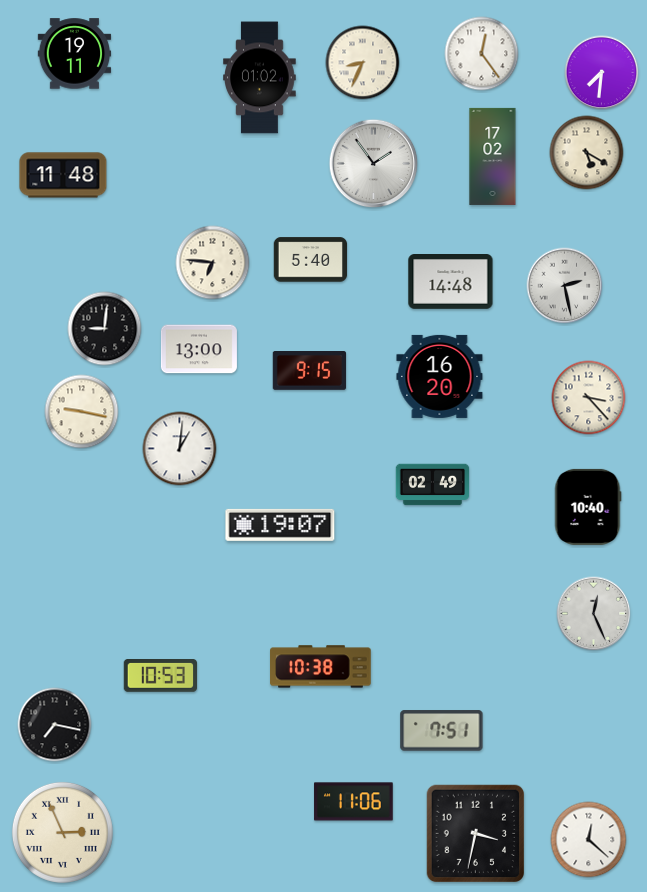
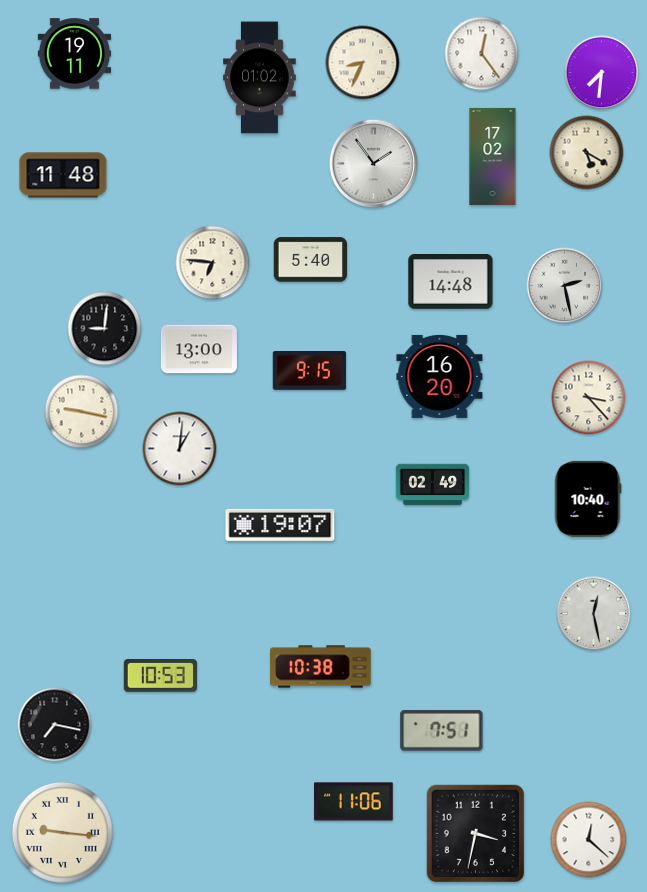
clock at (588, 507) position: (588, 507) -> (588, 499)
clock at (594, 614): 12:26 -> 12:28
clock at (62, 832): 2:56 -> 9:16
